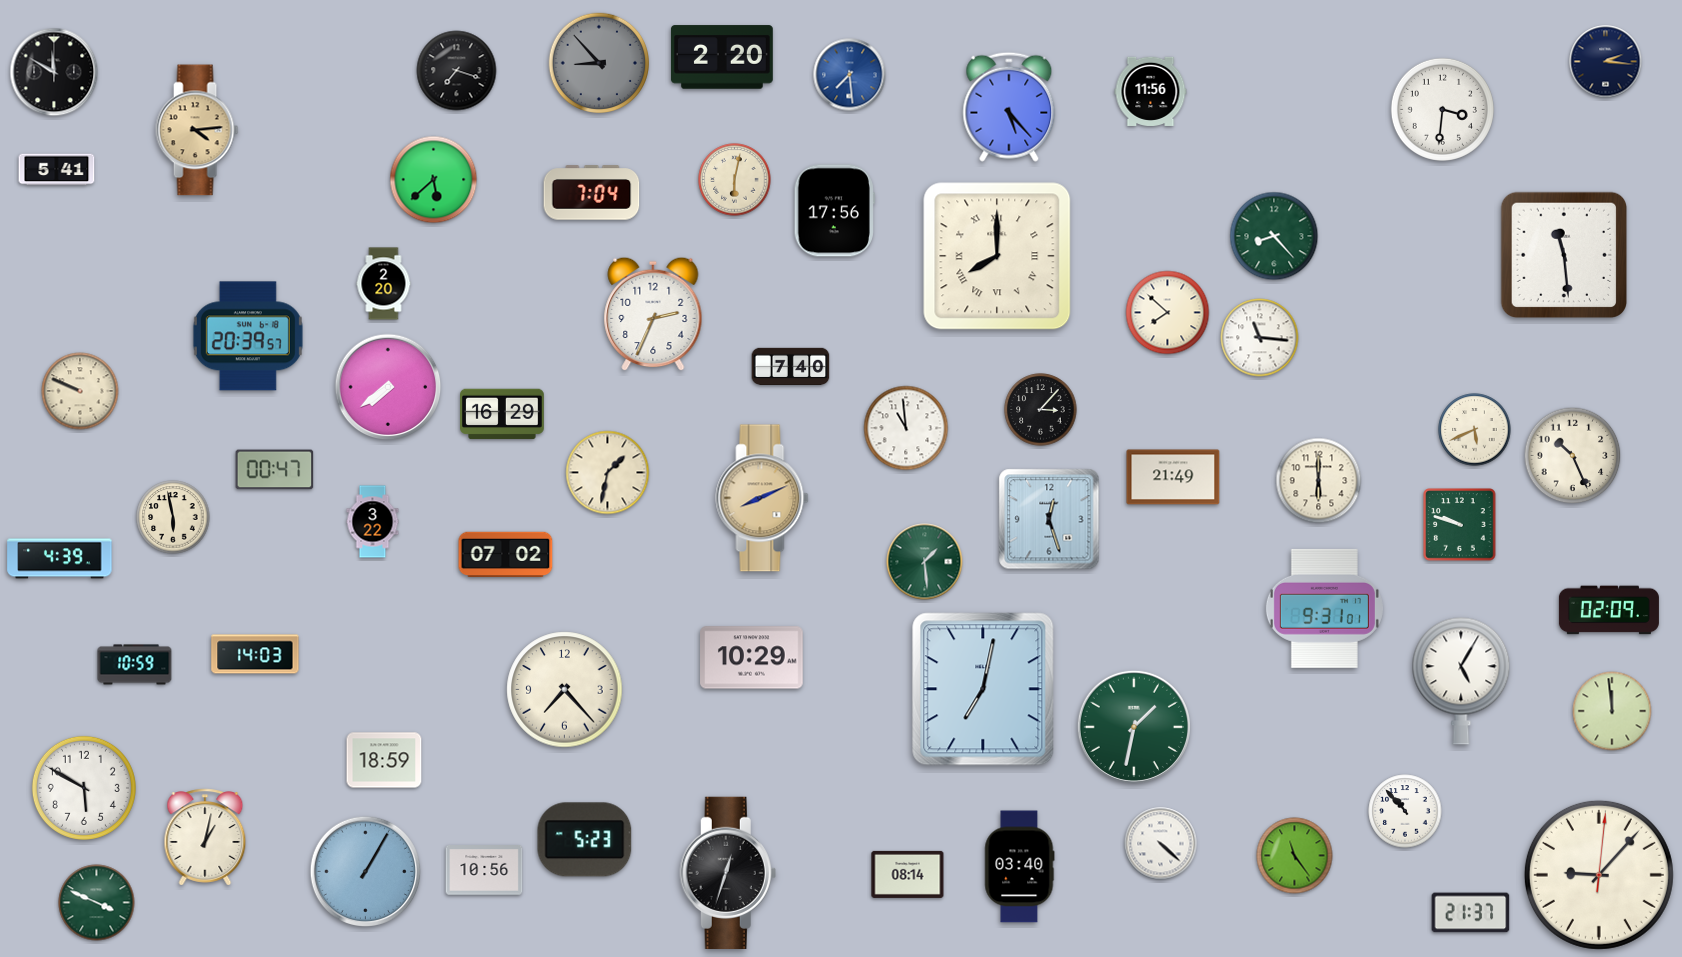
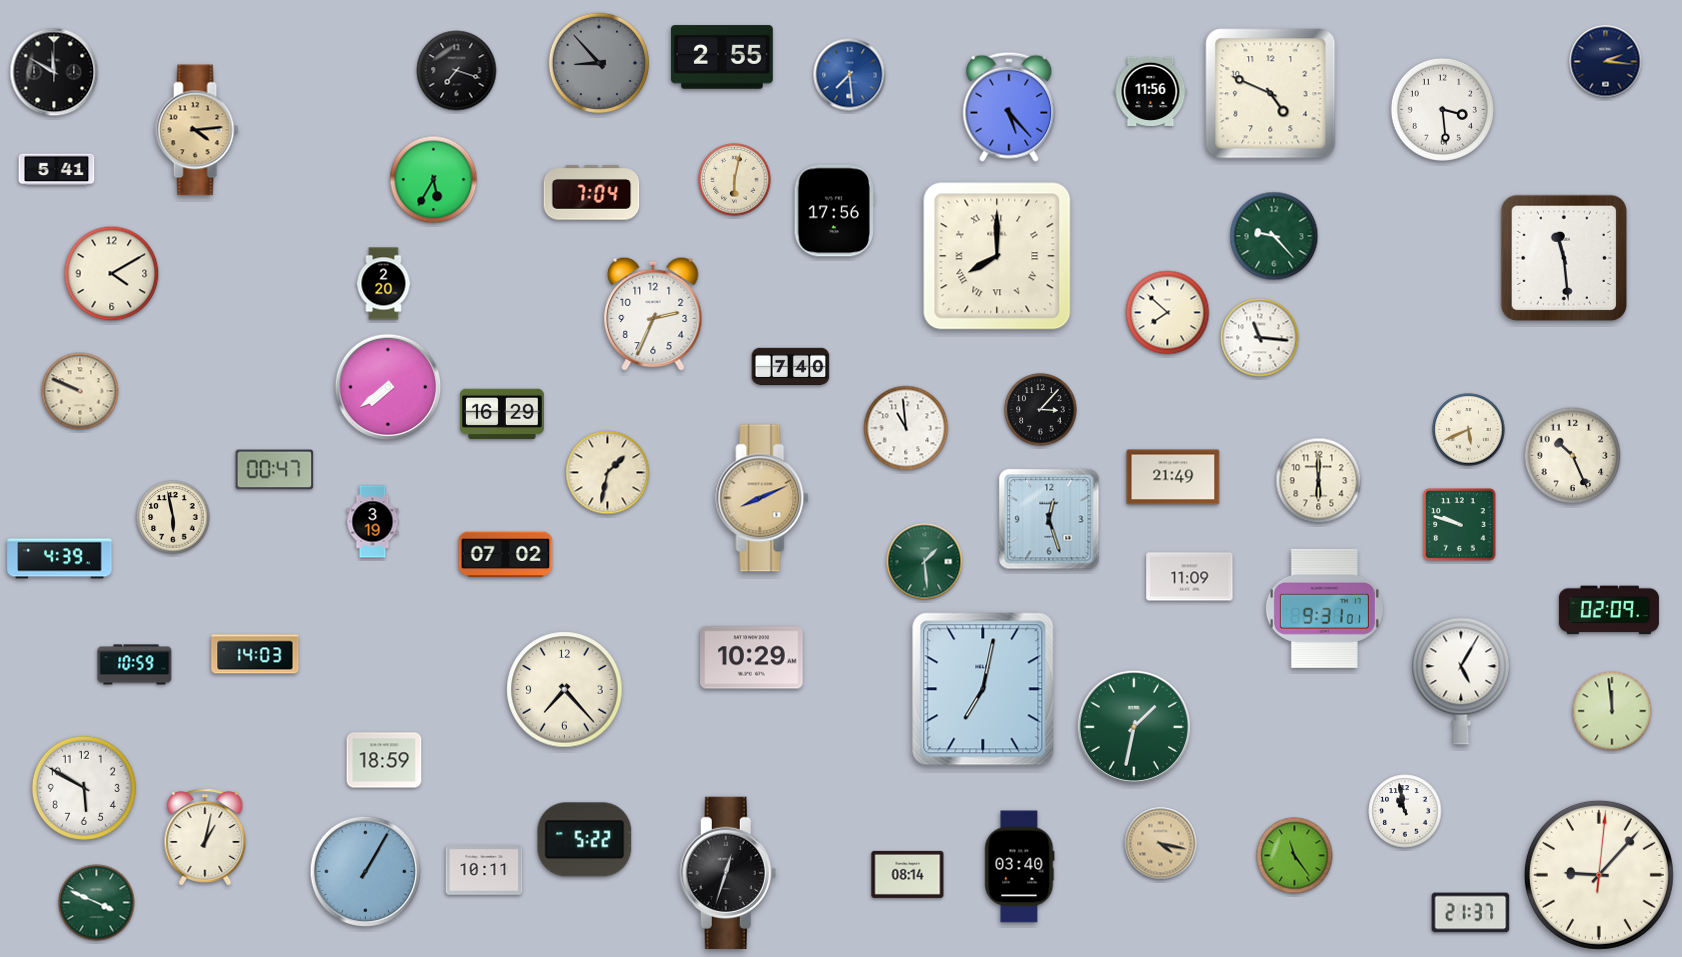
clock at (722, 57): 2:20 -> 2:55
clock at (1271, 94): none -> 4:49
clock at (1442, 109): 3:31 -> 3:29
clock at (434, 180): 5:38 -> 5:35
clock at (1274, 236): 8:23 -> 9:23
clock at (1563, 254) position: (1563, 254) -> (1563, 257)
clock at (112, 274): none -> 4:10
clock at (248, 336): 20:39 -> none
clock at (1475, 430) position: (1475, 430) -> (1469, 430)
clock at (373, 522): 3:22 -> 3:19
clock at (1190, 577): none -> 11:09
clock at (1405, 811): 10:53 -> 10:58
clock at (585, 840): 5:23 -> 5:22
clock at (1161, 844): 4:22 -> 4:17
clock at (1161, 844) dial: white -> champagne
clock at (484, 870): 10:56 -> 10:11
